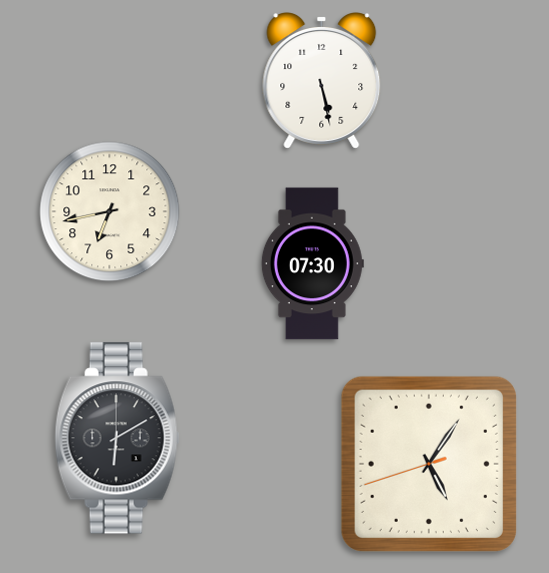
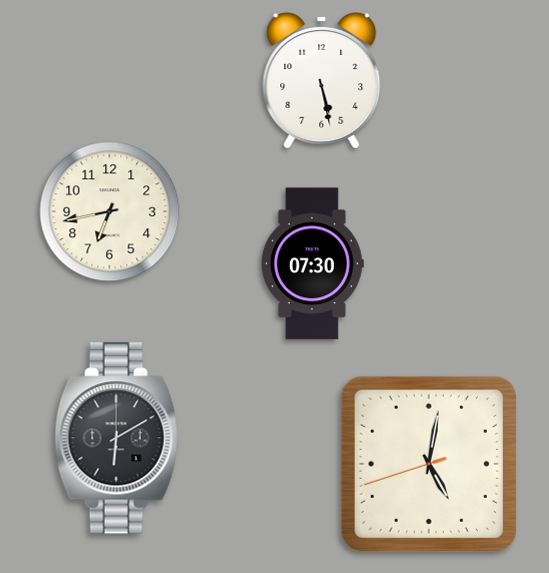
clock at (429, 464): 5:05 -> 5:01
